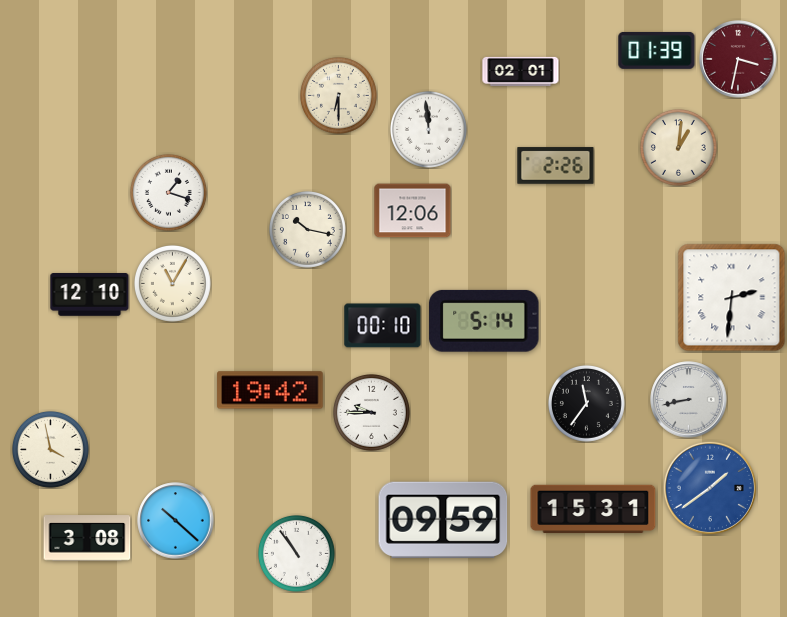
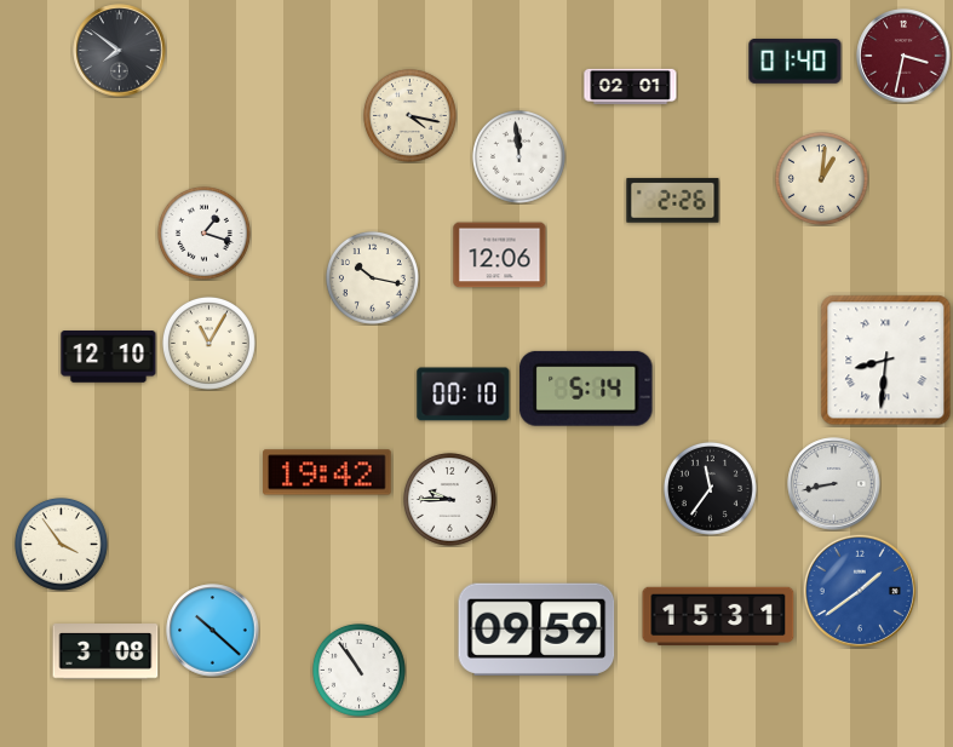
clock at (120, 51): none -> 7:51
clock at (657, 51): 01:39 -> 01:40
clock at (738, 59) position: (738, 59) -> (903, 56)
clock at (338, 95): 6:30 -> 4:17
clock at (732, 298): 2:31 -> 8:31
clock at (50, 449): 3:58 -> 3:54
